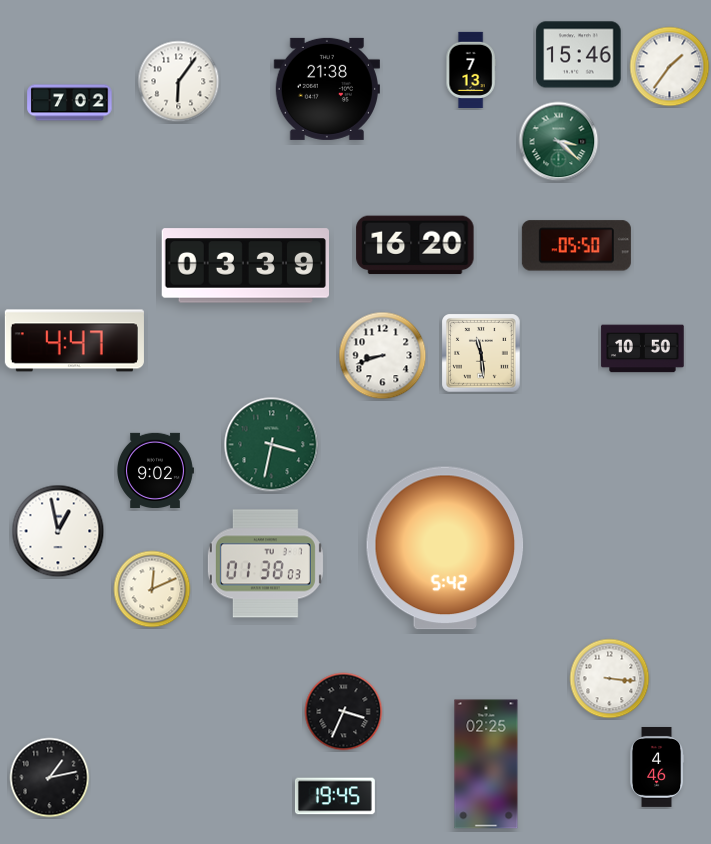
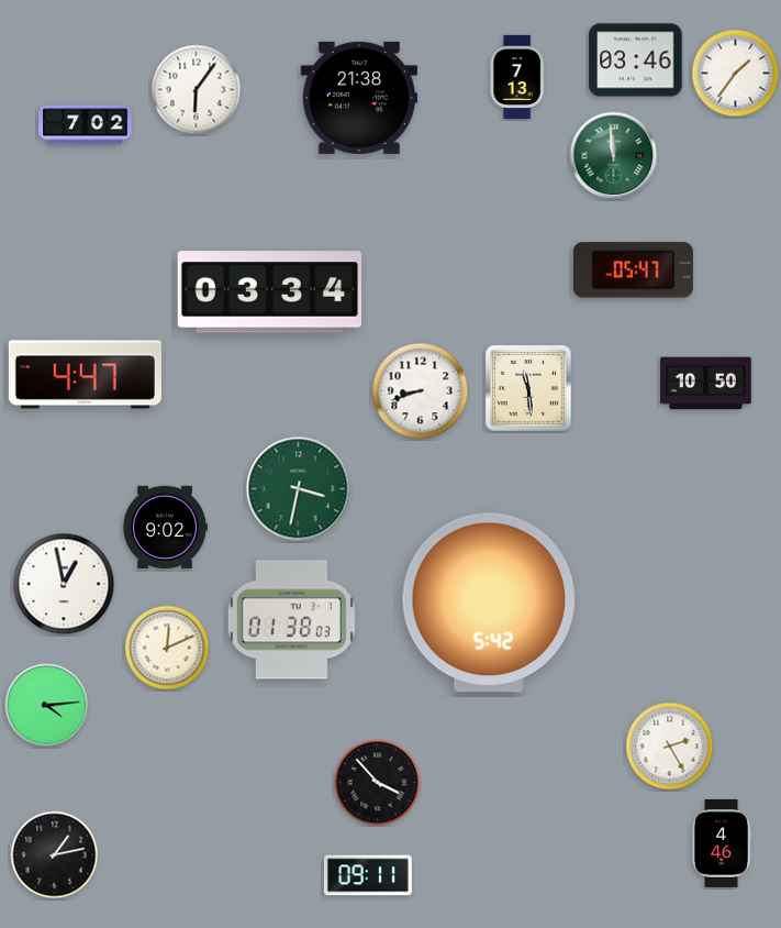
clock at (579, 55): 15:46 -> 03:46
clock at (70, 103) position: (70, 103) -> (86, 125)
clock at (559, 142): 3:22 -> 11:59
clock at (415, 245): 16:20 -> none
clock at (576, 246): 05:50 -> 05:47
clock at (245, 266): 03:39 -> 03:34
clock at (74, 341) position: (74, 341) -> (85, 375)
clock at (156, 470) position: (156, 470) -> (166, 527)
clock at (47, 706): none -> 4:14
clock at (610, 679): 3:16 -> 2:25
clock at (344, 712): 3:34 -> 3:53
clock at (486, 764): 02:25 -> none
clock at (335, 796): 19:45 -> 09:11
